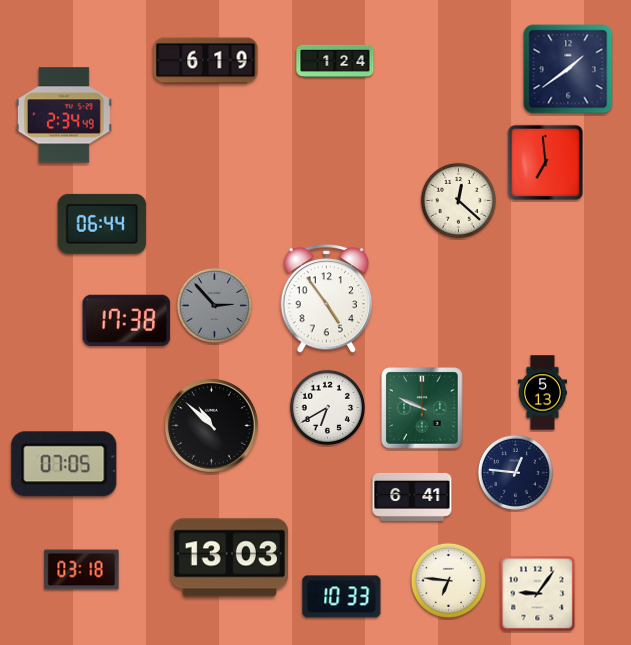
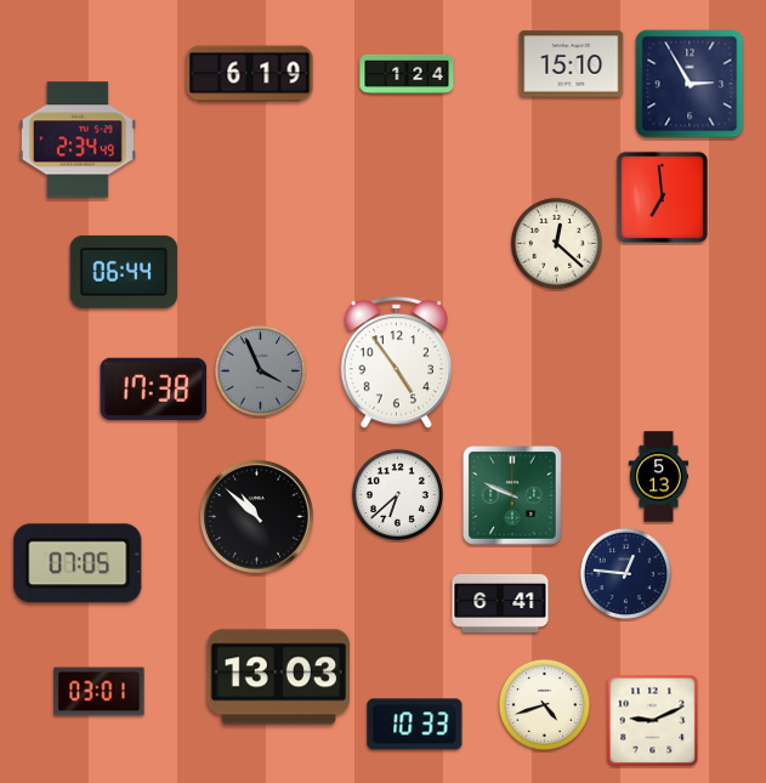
clock at (572, 64): none -> 15:10
clock at (568, 69): 1:39 -> 2:55
clock at (214, 305): 2:53 -> 3:56
clock at (327, 407): 6:40 -> 6:38
clock at (82, 570): 03:18 -> 03:01
clock at (448, 580): 6:46 -> 4:42
clock at (538, 594): 9:06 -> 9:11
